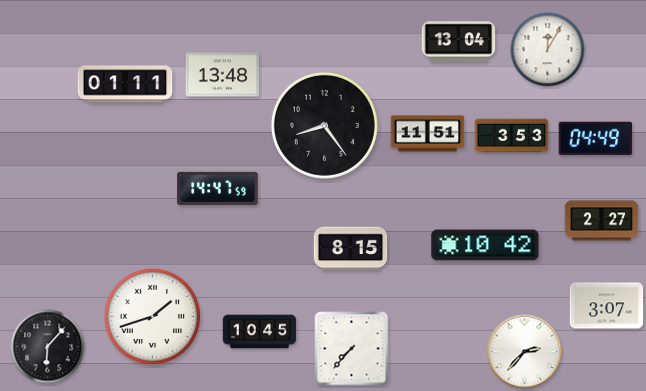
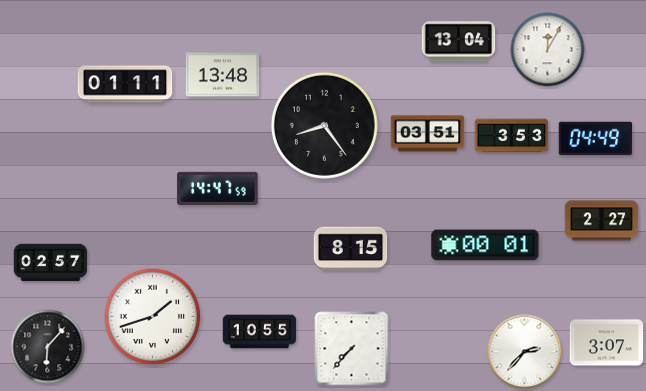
clock at (428, 134): 11:51 -> 03:51
clock at (485, 245): 10:42 -> 00:01
clock at (51, 263): none -> 02:57
clock at (607, 306) position: (607, 306) -> (607, 343)
clock at (260, 332): 10:45 -> 10:55
